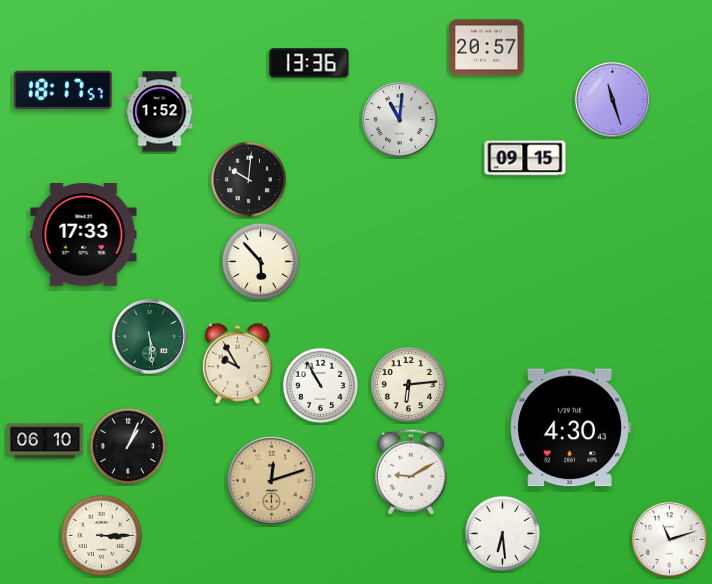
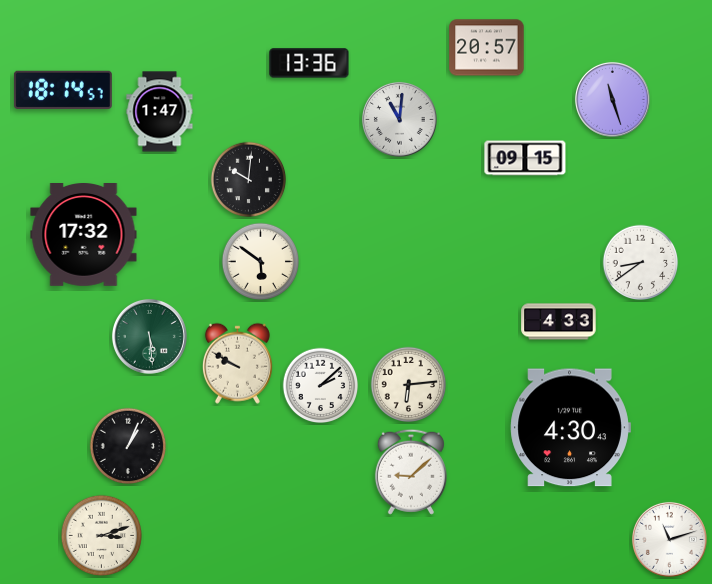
clock at (63, 89): 18:17 -> 18:14
clock at (160, 112): 1:52 -> 1:47
clock at (84, 235): 17:33 -> 17:32
clock at (261, 262): 5:53 -> 5:51
clock at (641, 263): none -> 8:39
clock at (559, 322): none -> 4:33
clock at (237, 363): 9:55 -> 9:50
clock at (321, 386): 10:55 -> 2:08
clock at (45, 441): 06:10 -> none
clock at (411, 472): 9:10 -> 9:08
clock at (271, 480): 12:12 -> none
clock at (503, 534): 6:29 -> none
clock at (101, 535): 3:15 -> 3:12
